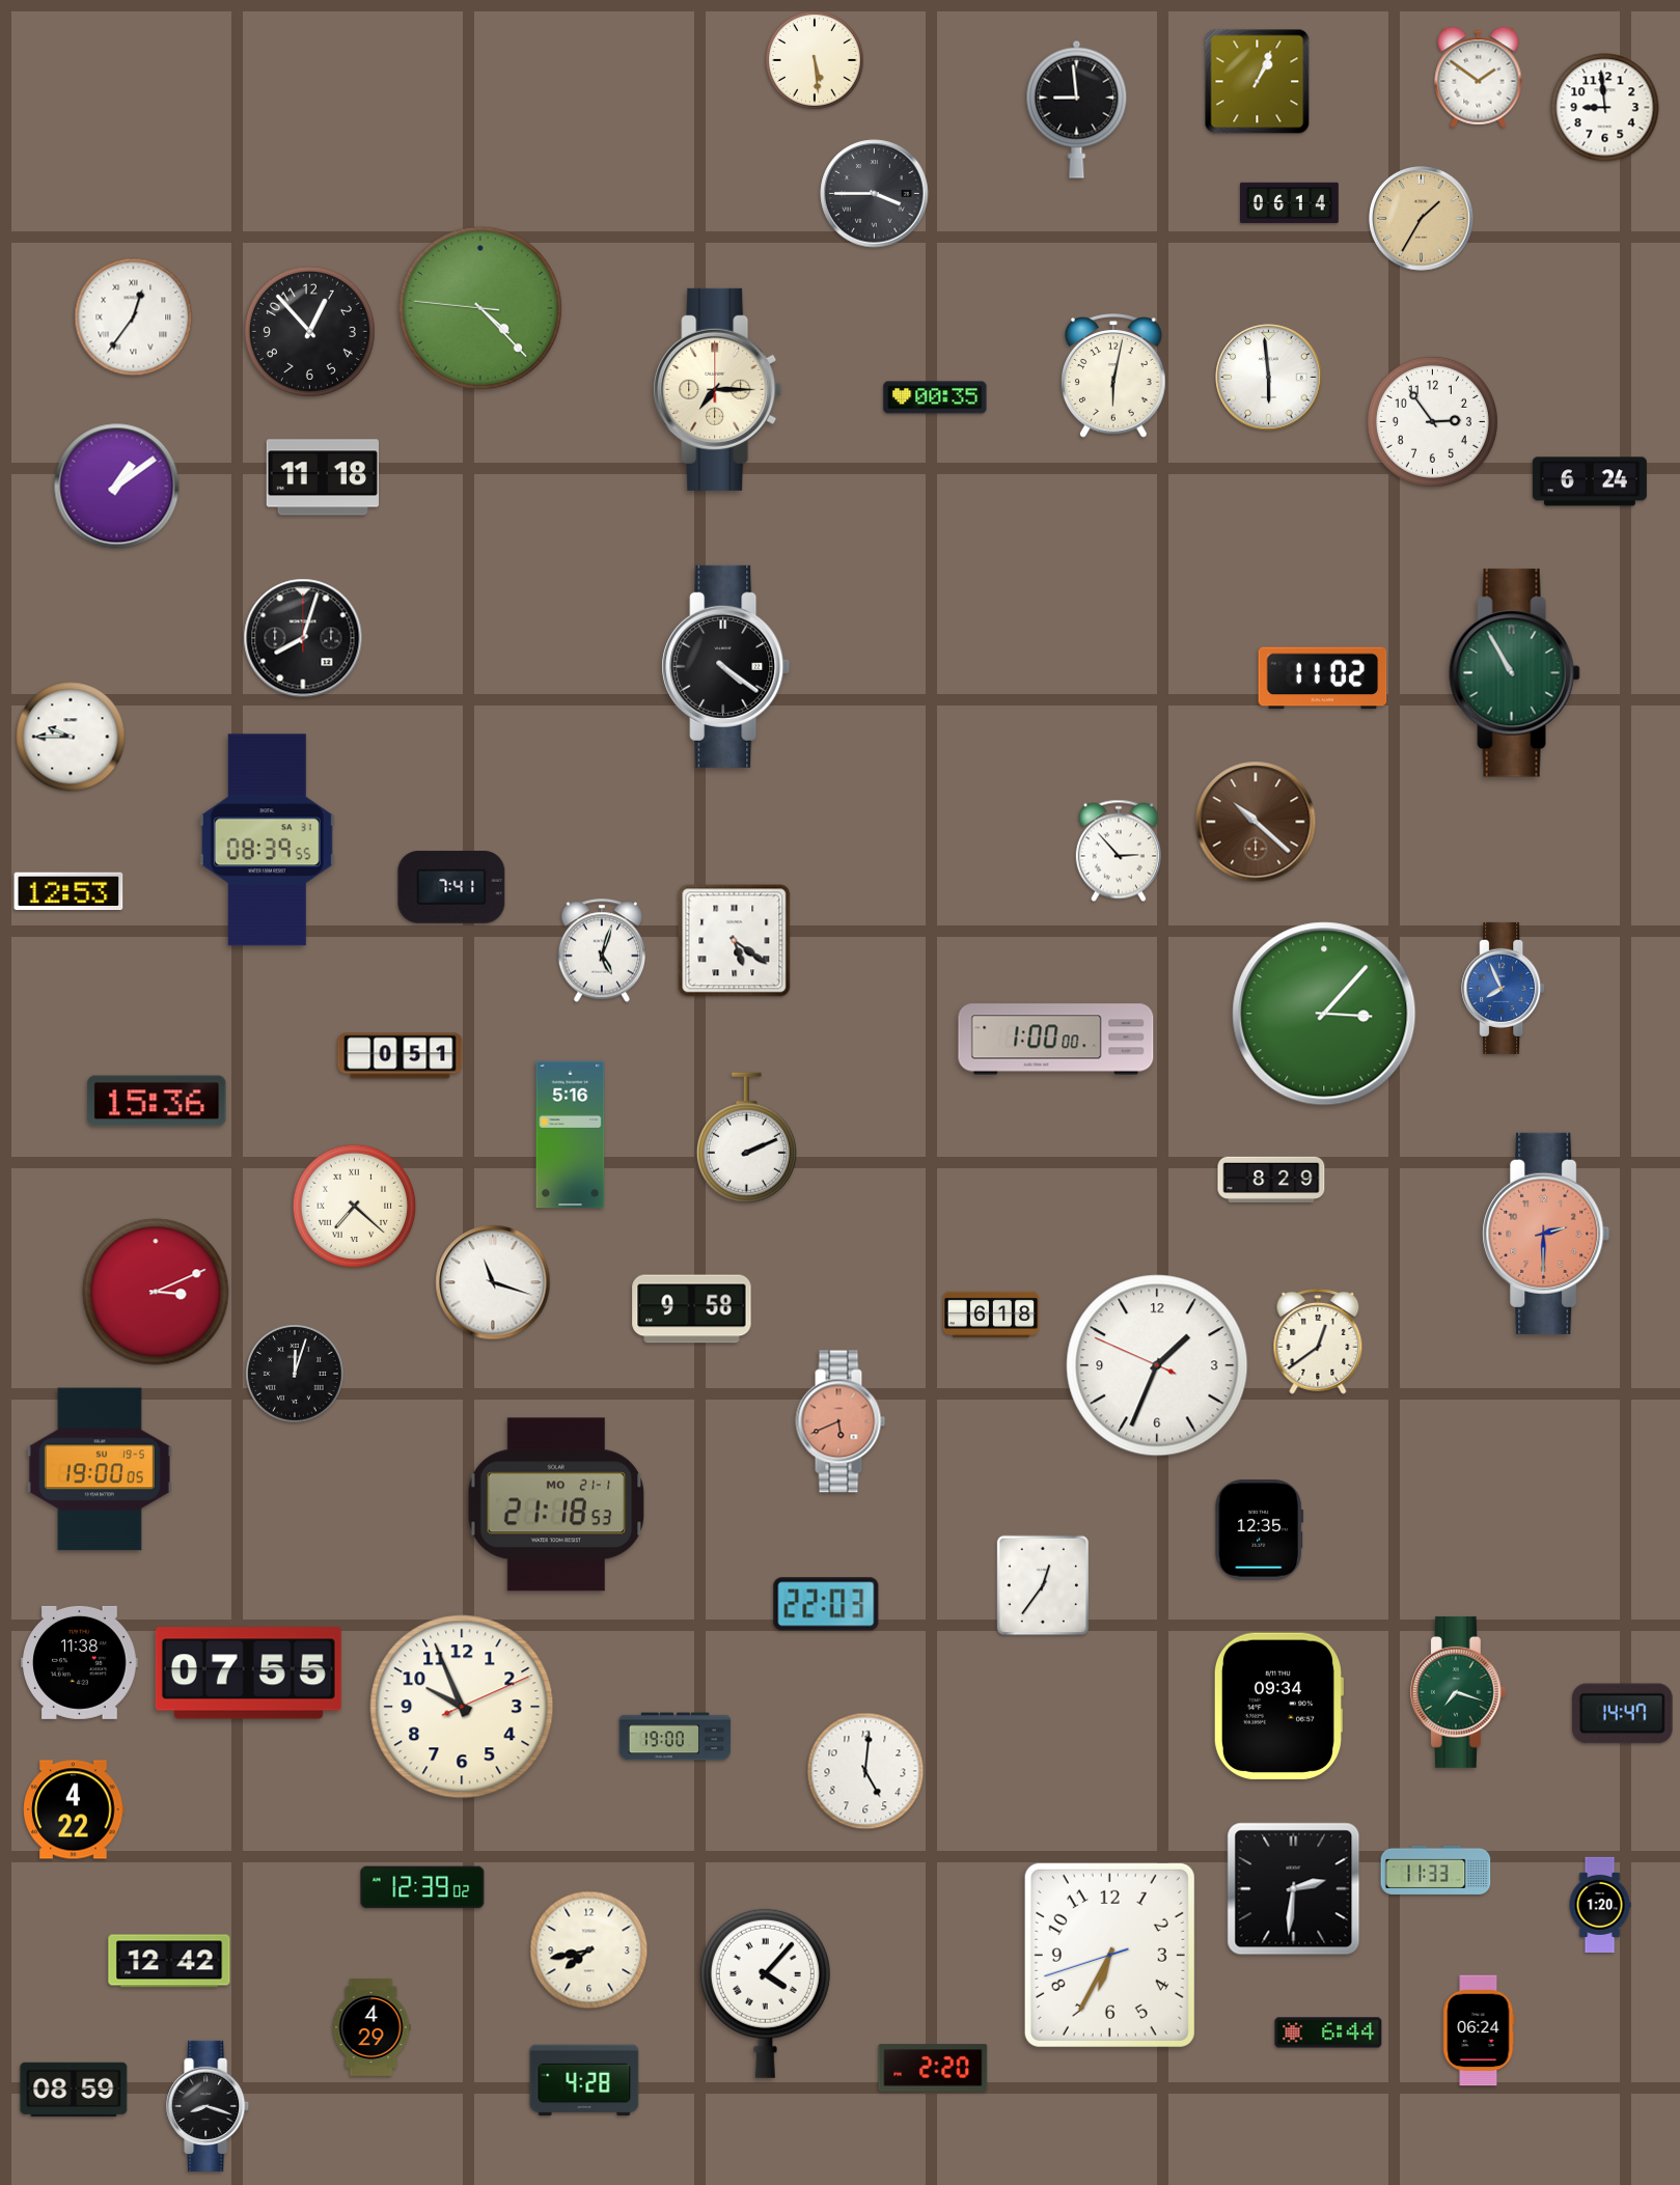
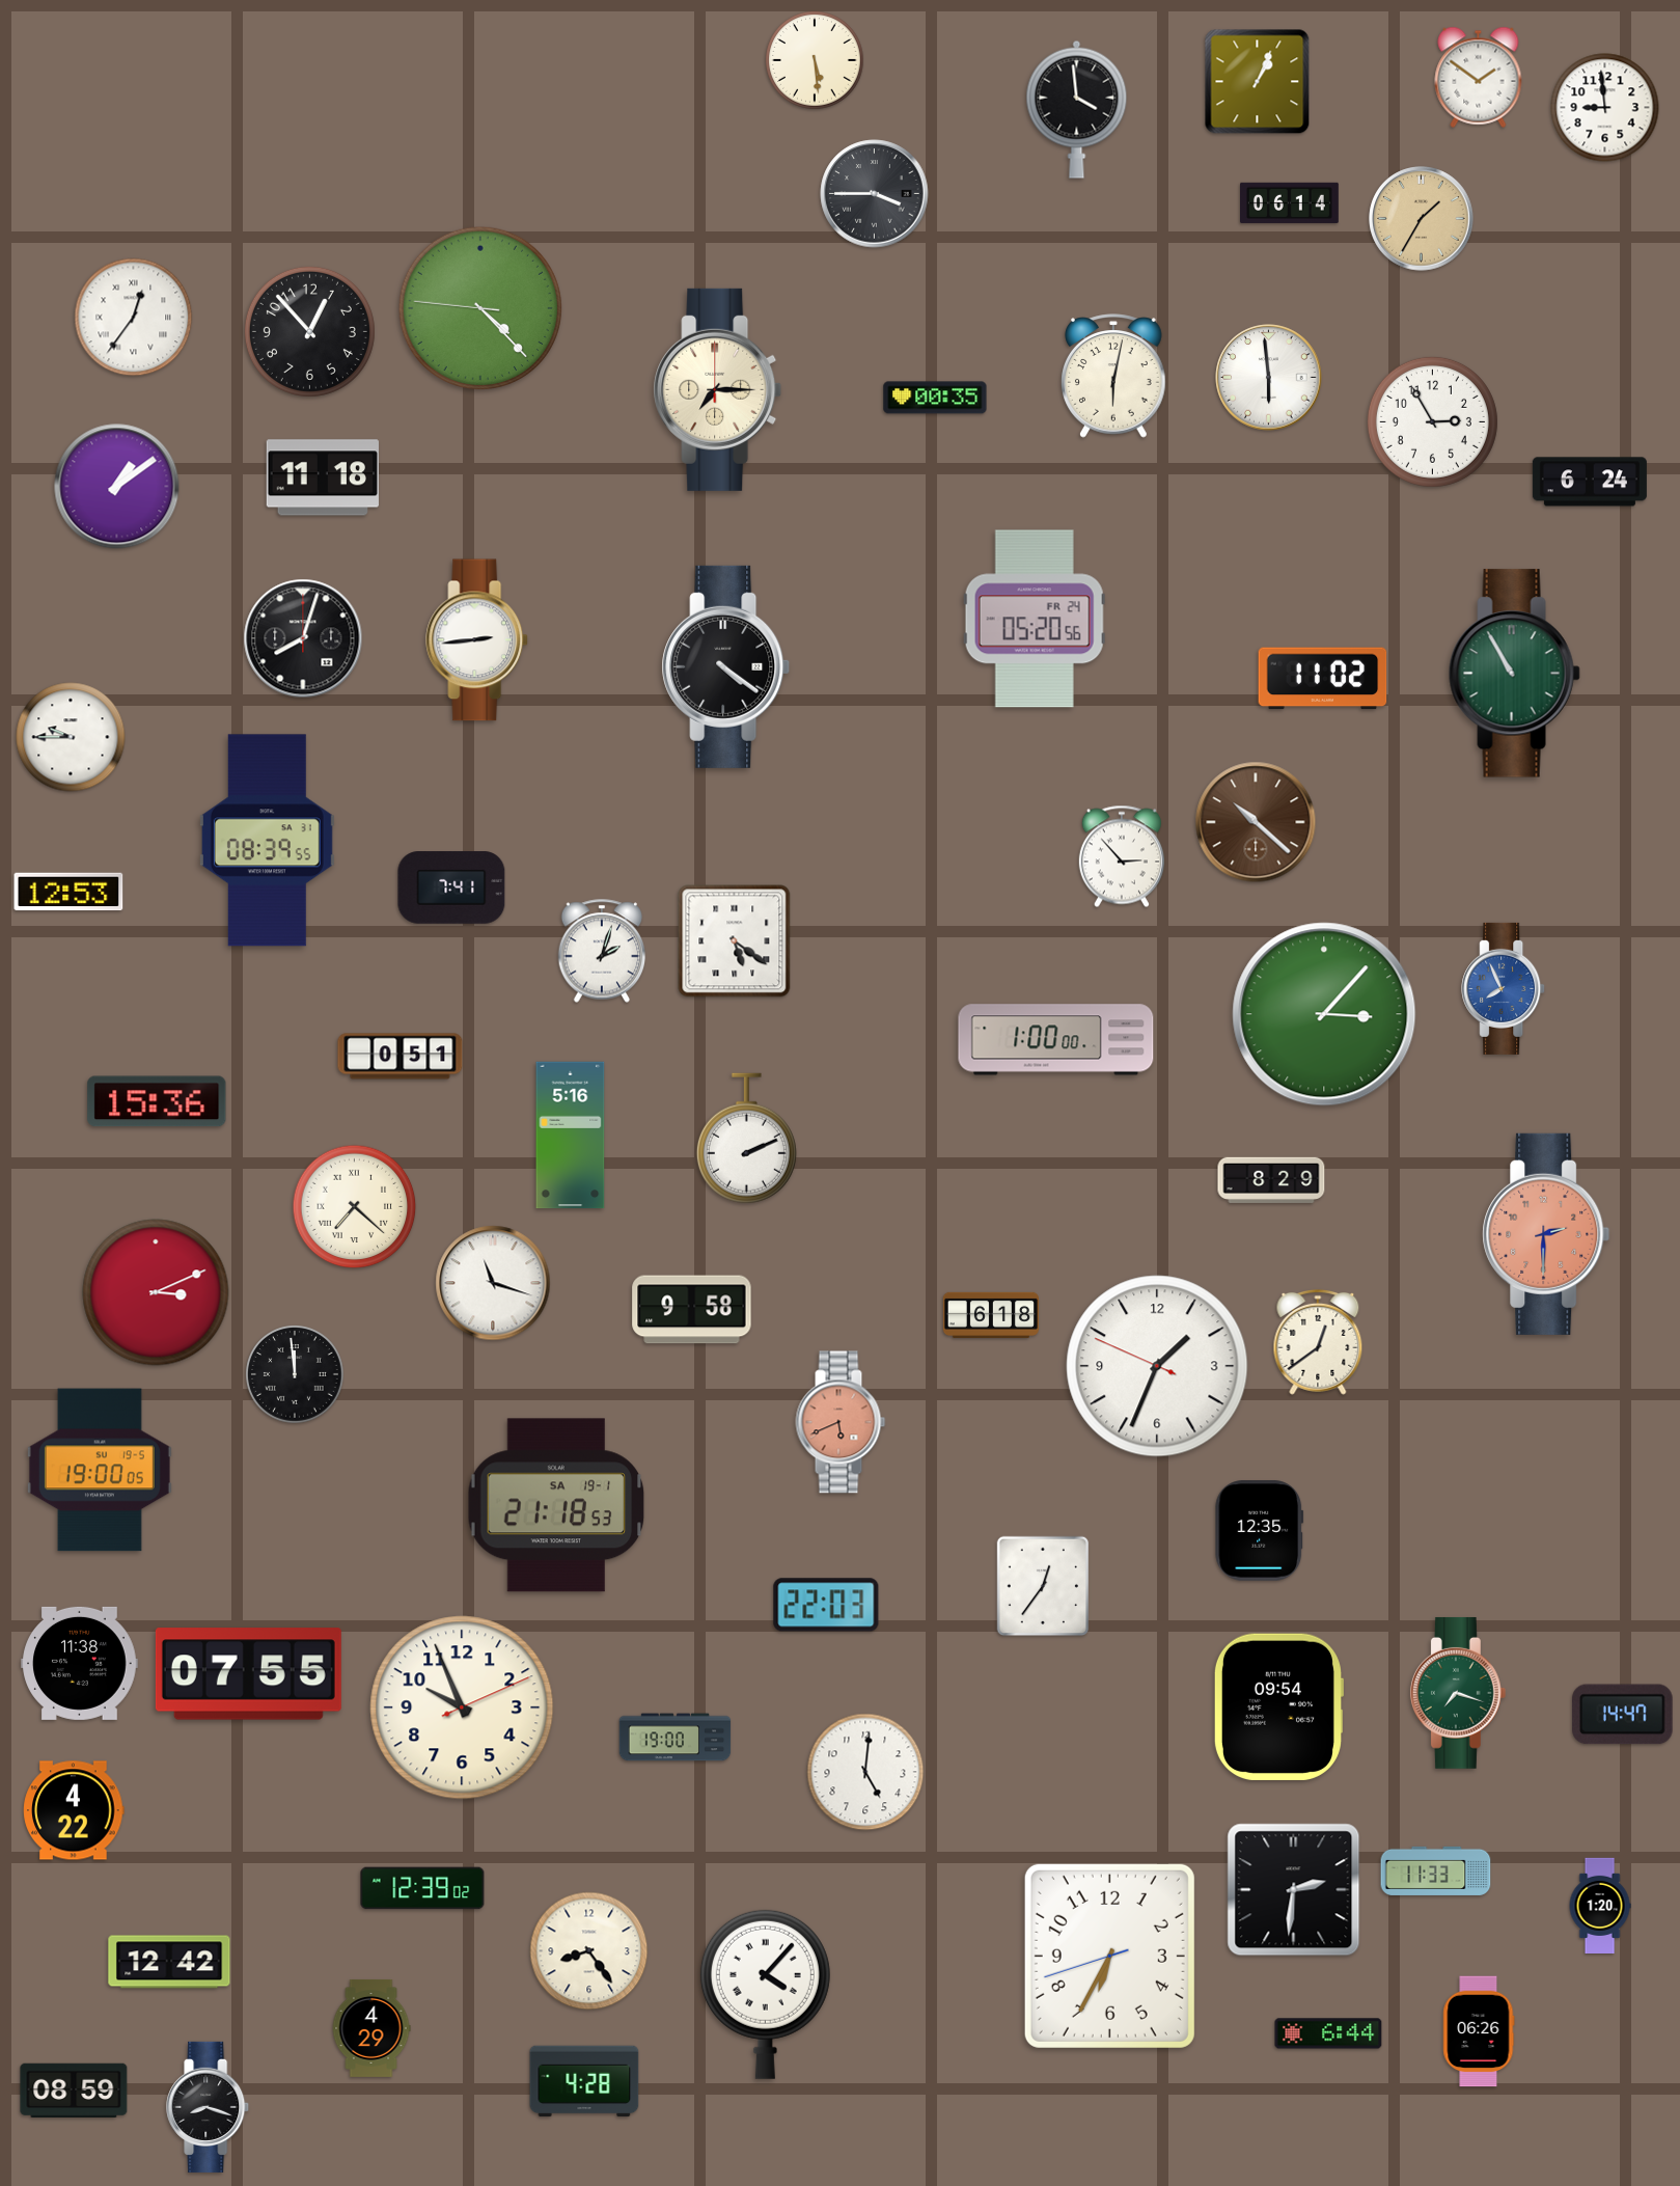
clock at (1077, 109): 8:59 -> 3:59
clock at (1432, 421): 2:54 -> 2:55
clock at (1035, 619): none -> 05:20
clock at (477, 640): none -> 2:44
clock at (1119, 851) position: (1119, 851) -> (1122, 856)
clock at (602, 950): 5:03 -> 2:03
clock at (296, 1374): 12:03 -> 11:59
clock at (556, 1504) date: MO 21-1 -> SA 19-1
clock at (1278, 1706): 09:34 -> 09:54
clock at (589, 1951): 7:43 -> 8:24
clock at (1479, 2030): 06:24 -> 06:26
clock at (933, 2068): 2:20 -> none
